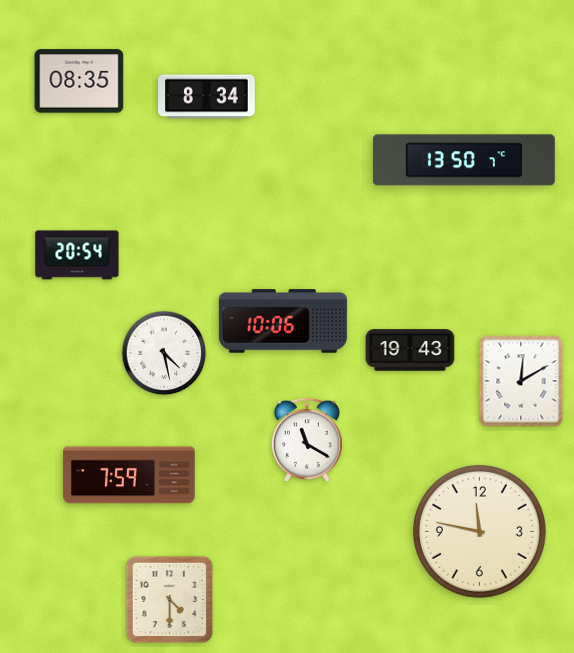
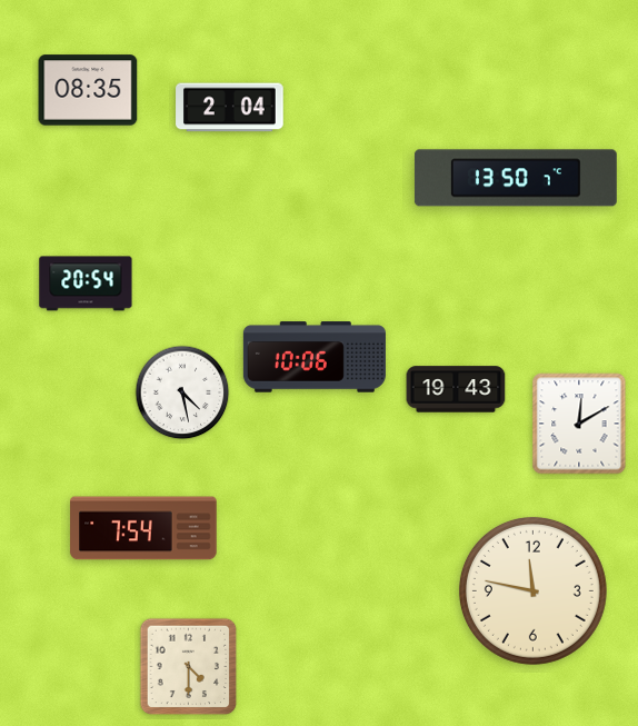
clock at (207, 97): 8:34 -> 2:04
clock at (307, 440): 11:20 -> none
clock at (129, 475): 7:59 -> 7:54
